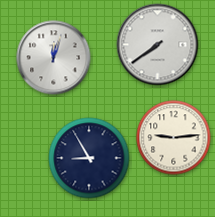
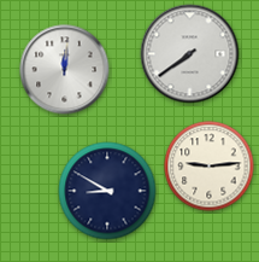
clock at (54, 58): 12:03 -> 12:01
clock at (89, 158): 8:55 -> 8:50
